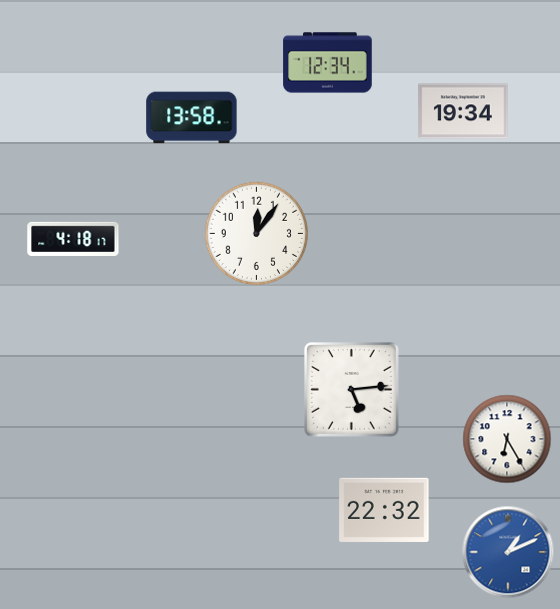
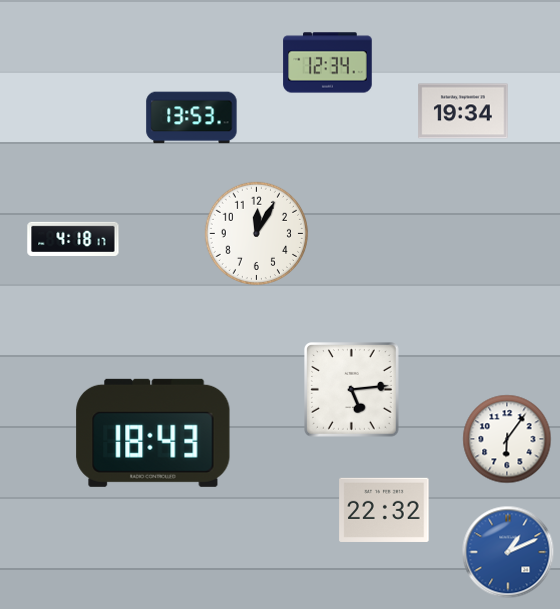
clock at (192, 118): 13:58 -> 13:53
clock at (257, 234): 12:06 -> 12:05
clock at (153, 433): none -> 18:43
clock at (507, 439): 6:25 -> 6:06
